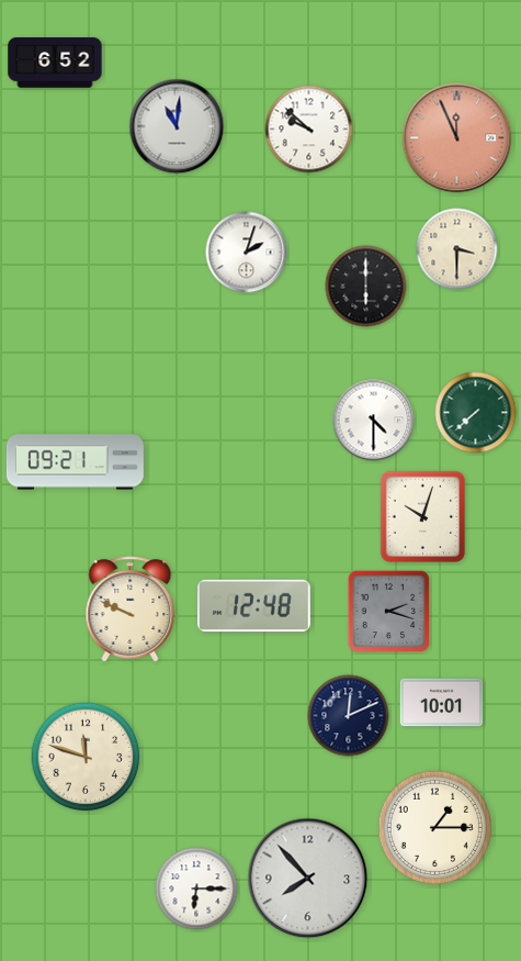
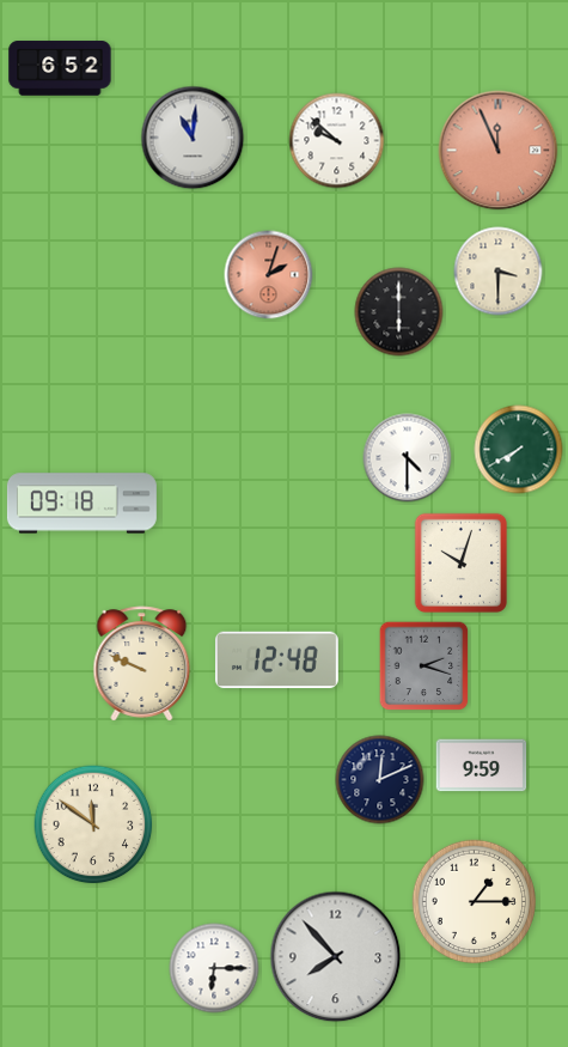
clock at (247, 253) dial: white -> salmon
clock at (476, 413): 7:38 -> 7:40
clock at (75, 462): 09:21 -> 09:18
clock at (442, 703): 10:01 -> 9:59
clock at (86, 757): 11:48 -> 11:51
